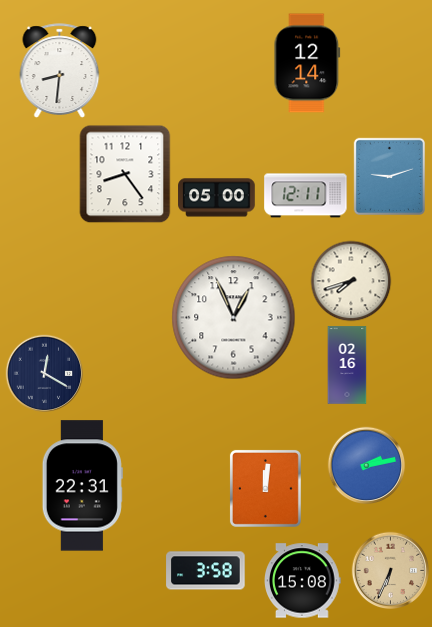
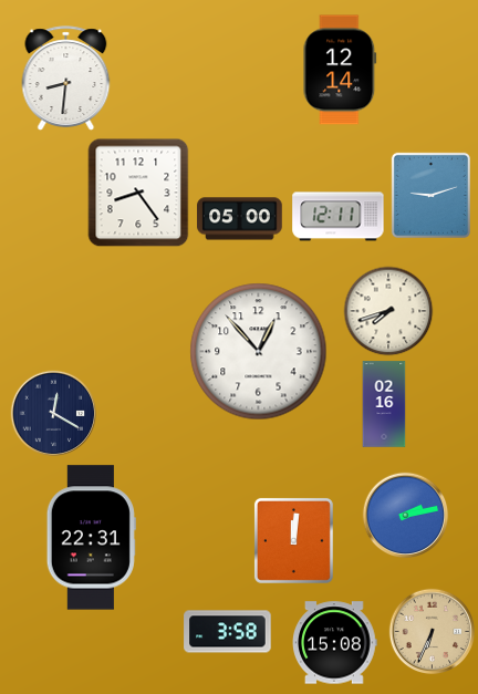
clock at (234, 318): 12:56 -> 12:53
clock at (44, 373) position: (44, 373) -> (53, 413)
